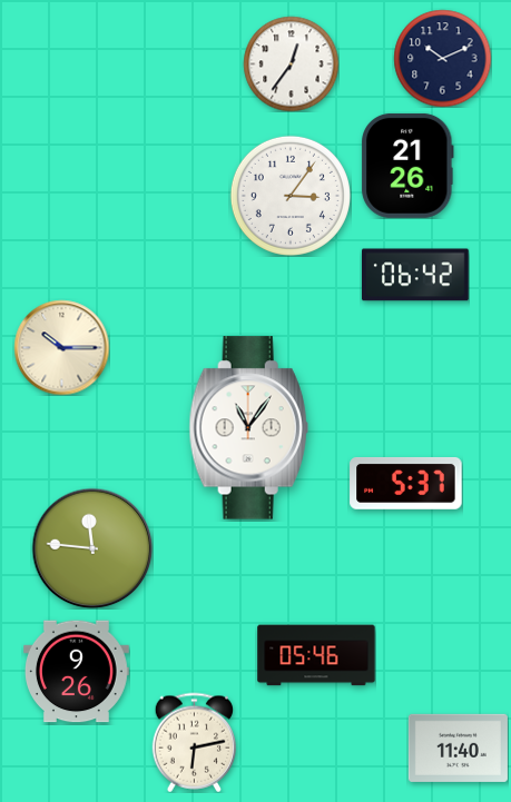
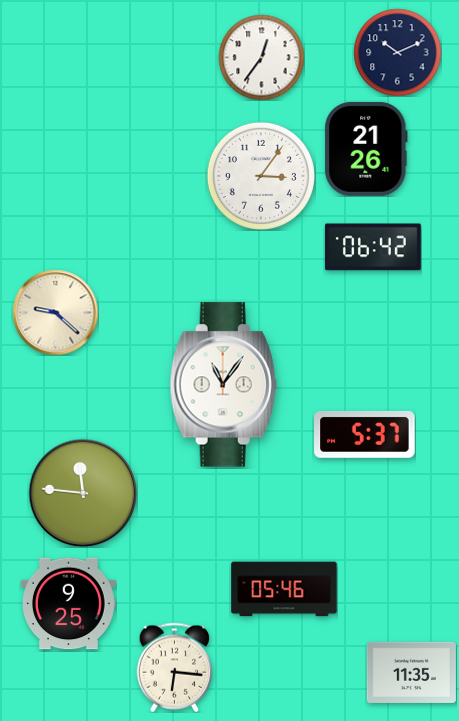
clock at (61, 347): 10:15 -> 9:22
clock at (77, 672): 9:26 -> 9:25
clock at (195, 742): 6:13 -> 6:16
clock at (458, 747): 11:40 -> 11:35
